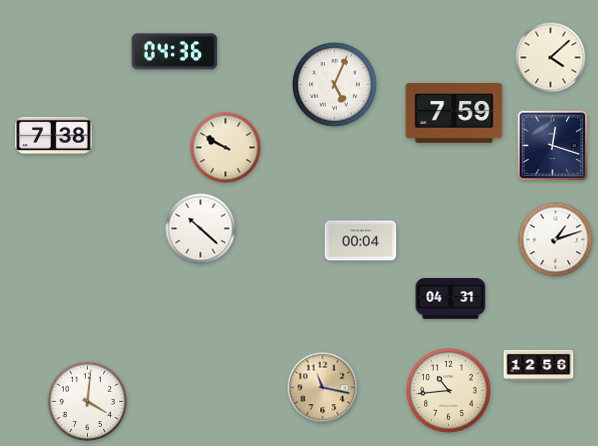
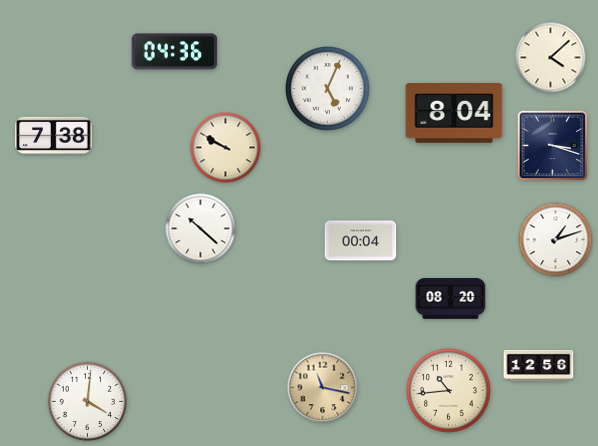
clock at (335, 85) position: (335, 85) -> (328, 89)
clock at (454, 114): 7:59 -> 8:04
clock at (553, 146): 12:18 -> 3:18
clock at (451, 299): 04:31 -> 08:20
